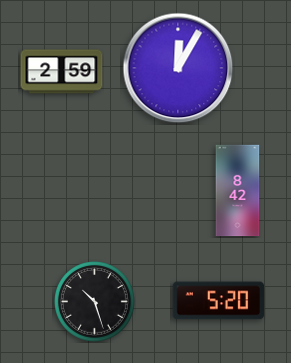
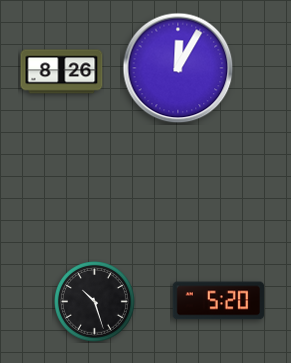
clock at (62, 72): 2:59 -> 8:26
clock at (238, 191): 8:42 -> none
